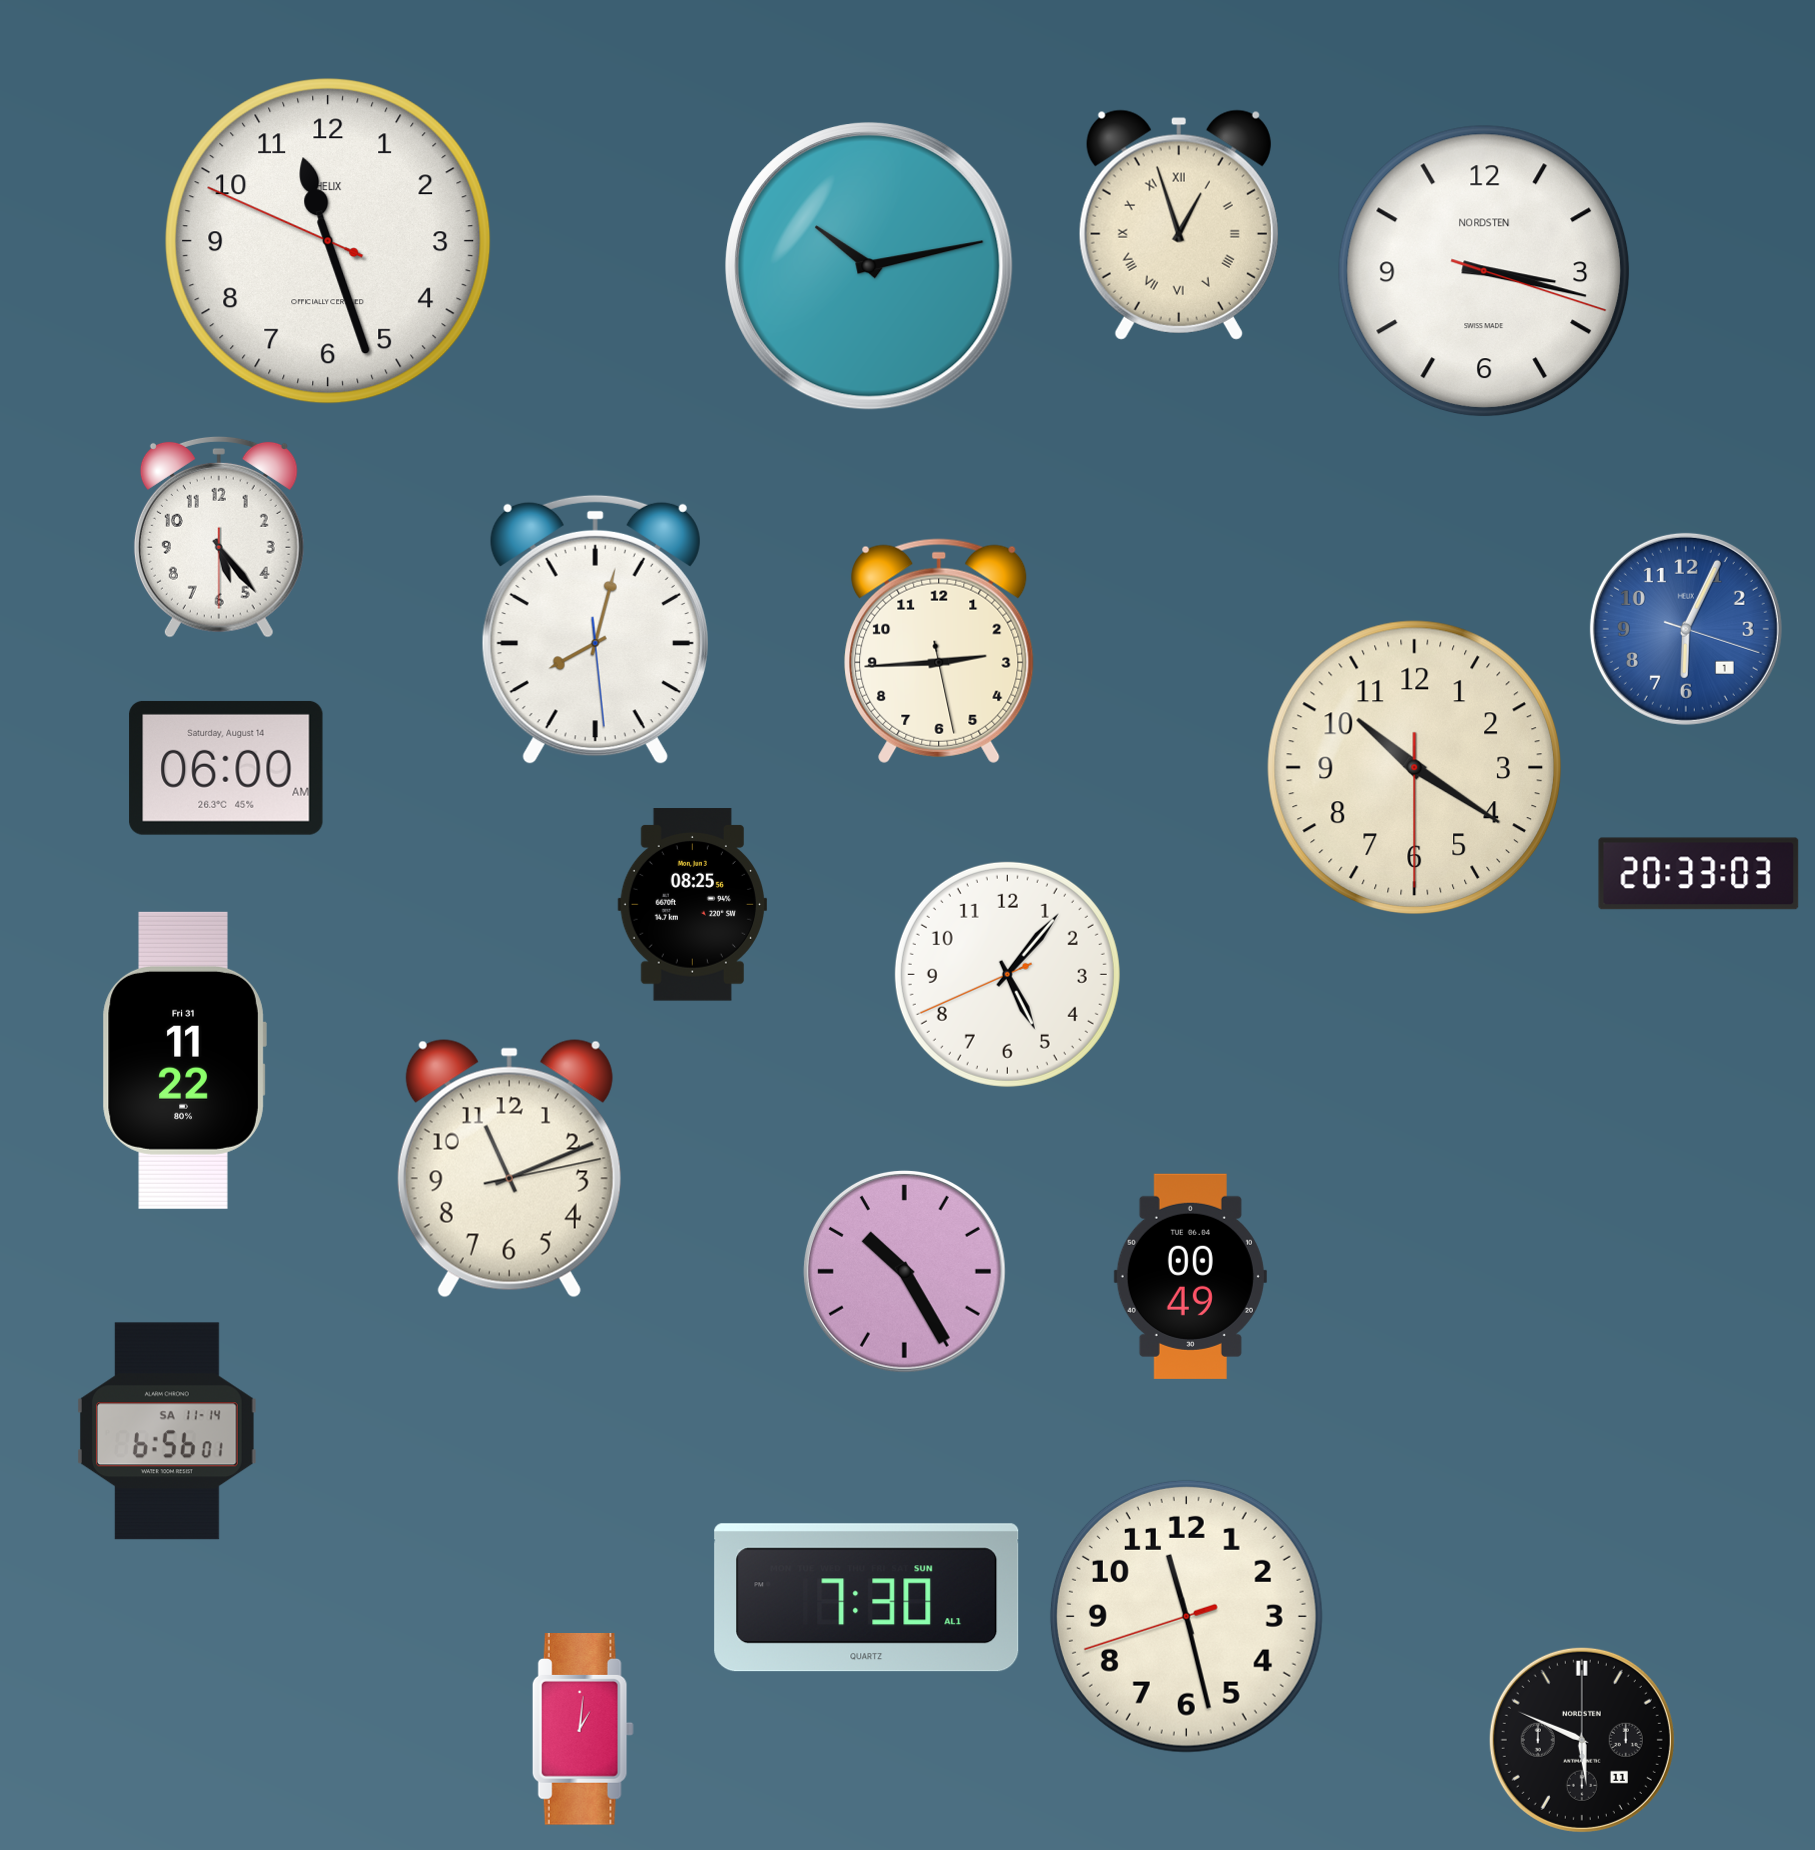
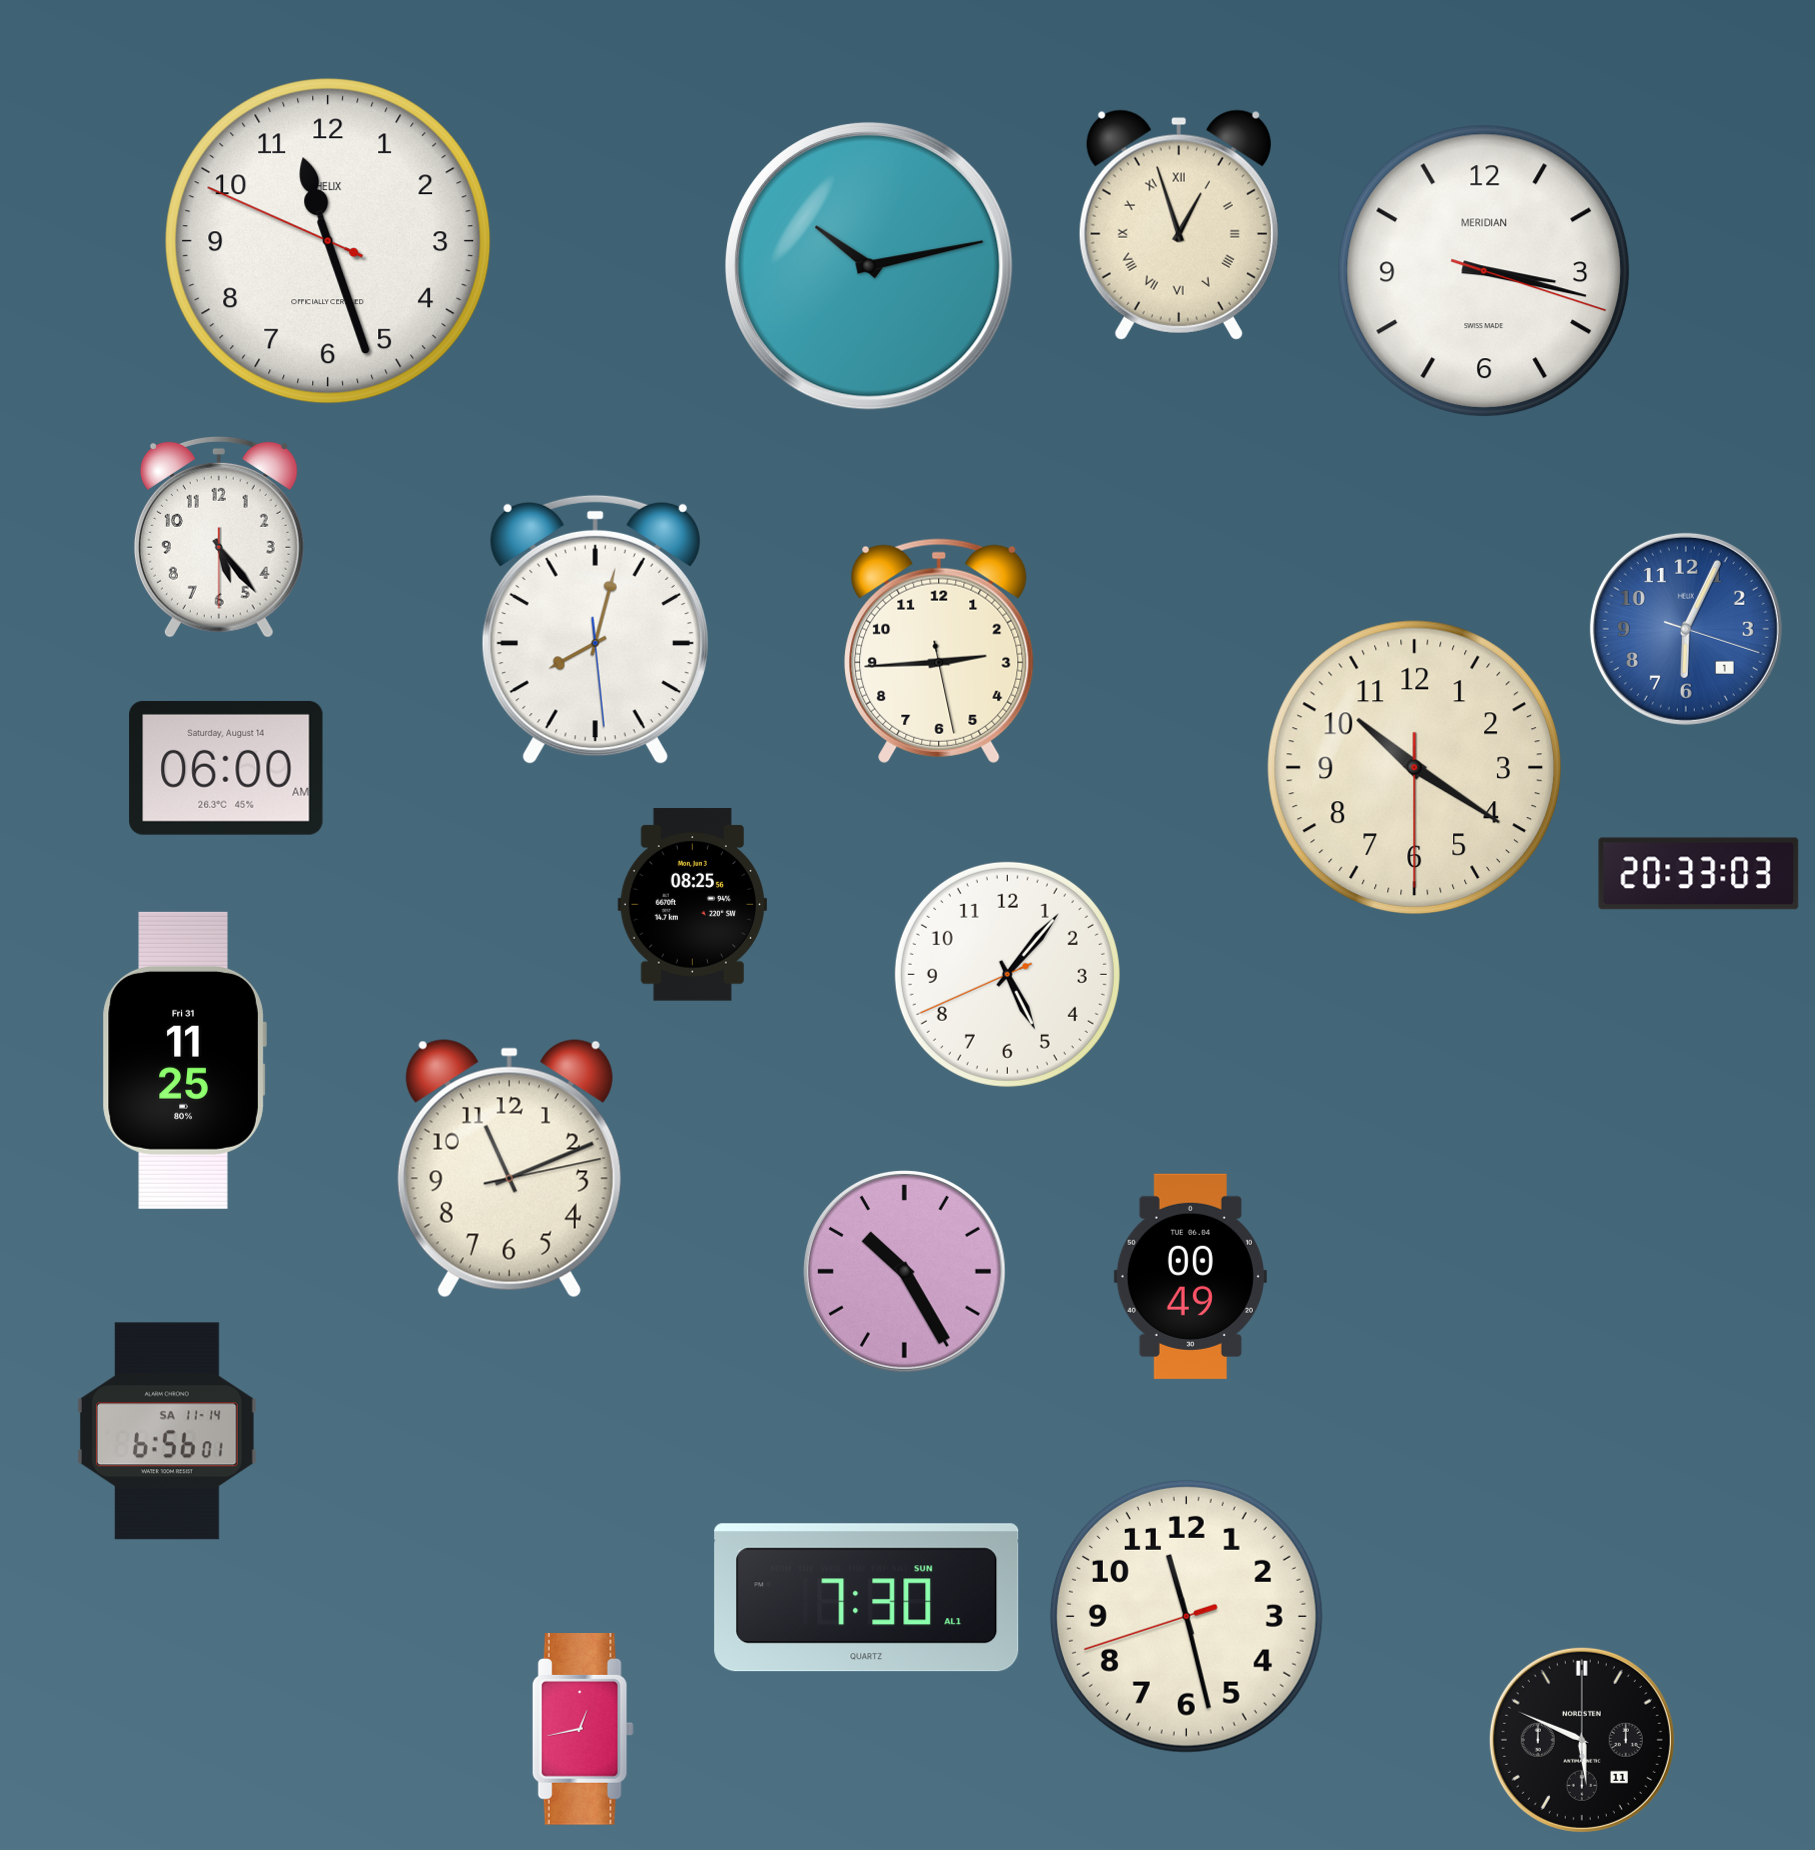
clock at (1484, 271) brand: NORDSTEN -> MERIDIAN
clock at (184, 1060): 11:22 -> 11:25
clock at (583, 1730): 1:01 -> 12:43
